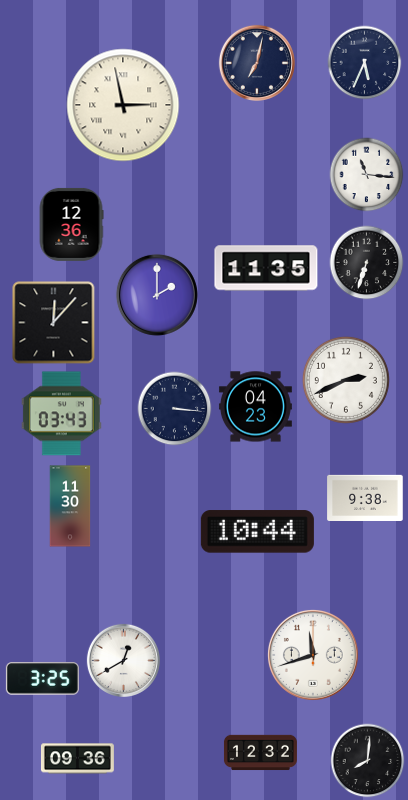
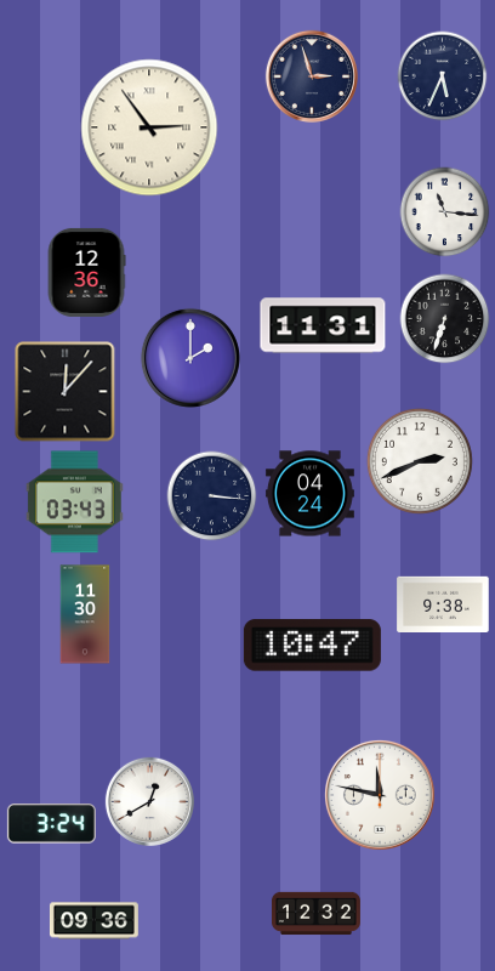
clock at (257, 63): 7:02 -> 2:57
clock at (123, 105): 2:58 -> 2:54
clock at (266, 268): 11:35 -> 11:31
clock at (255, 407): 04:23 -> 04:24
clock at (257, 532): 10:44 -> 10:47
clock at (313, 655): 11:42 -> 11:47
clock at (42, 679): 3:25 -> 3:24
clock at (368, 761): 8:01 -> none
